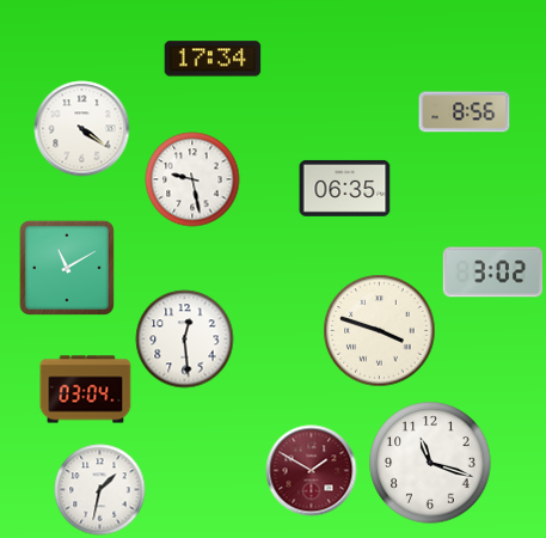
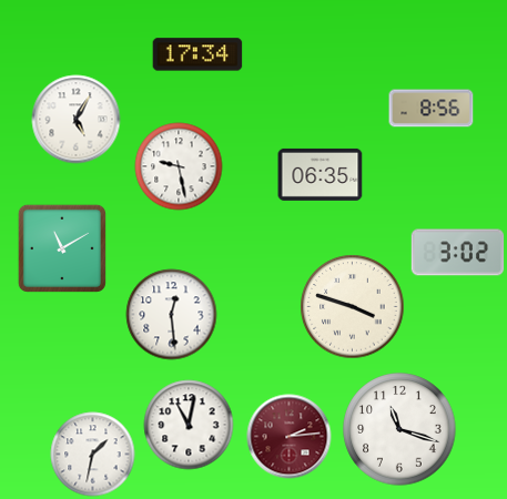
clock at (465, 112) position: (465, 112) -> (432, 109)
clock at (82, 129): 4:21 -> 5:05
clock at (86, 390): 03:04 -> none
clock at (189, 425): none -> 11:02
clock at (312, 471): 1:50 -> 2:14
